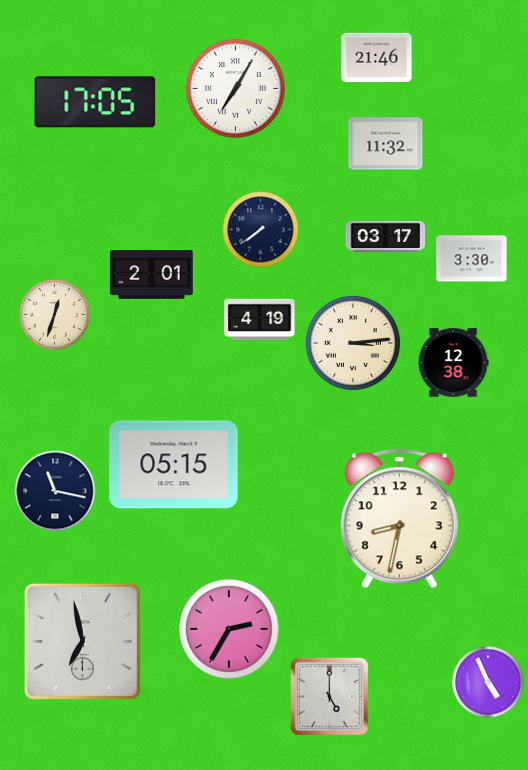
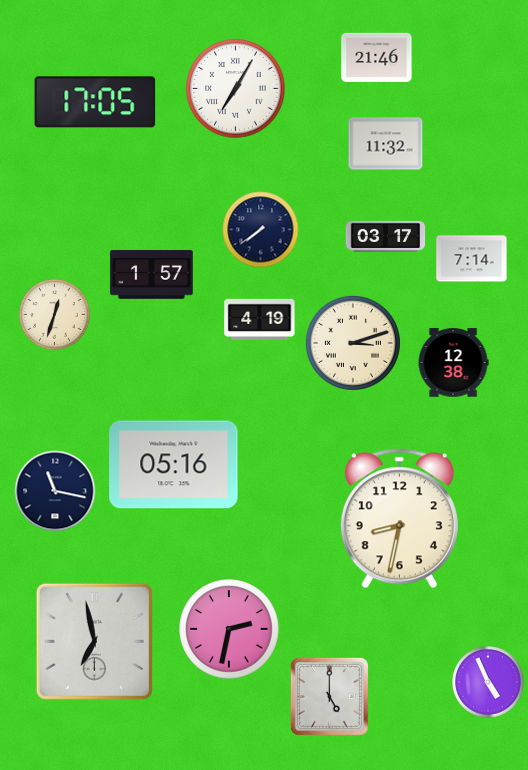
clock at (472, 259): 3:30 -> 7:14
clock at (152, 275): 2:01 -> 1:57
clock at (353, 343): 3:14 -> 3:12
clock at (174, 465): 05:15 -> 05:16
clock at (229, 629): 2:35 -> 2:32
clock at (82, 641) position: (82, 641) -> (94, 641)
